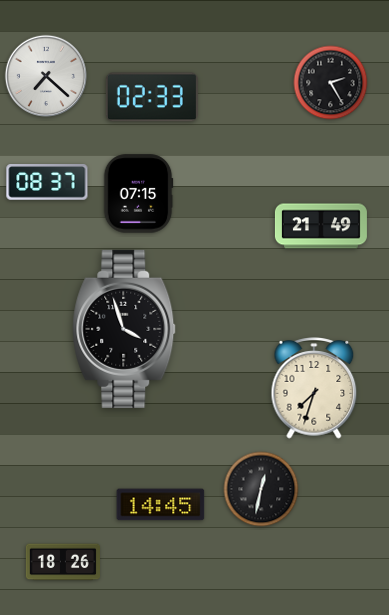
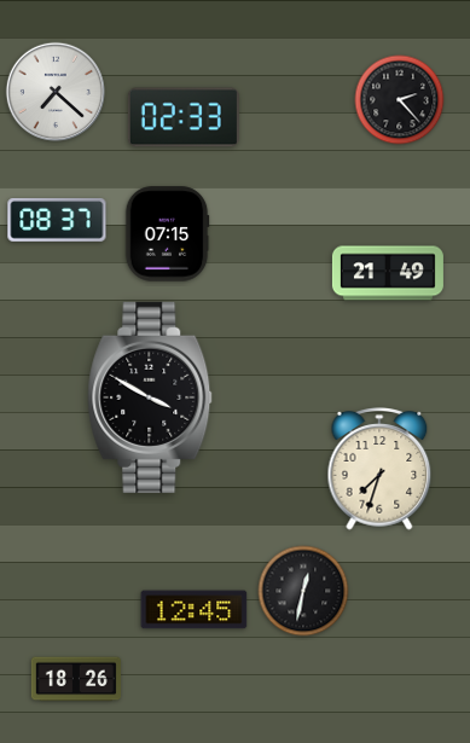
clock at (331, 83): 2:25 -> 2:23
clock at (124, 329): 3:57 -> 3:50
clock at (261, 489) position: (261, 489) -> (303, 591)
clock at (161, 505): 14:45 -> 12:45
